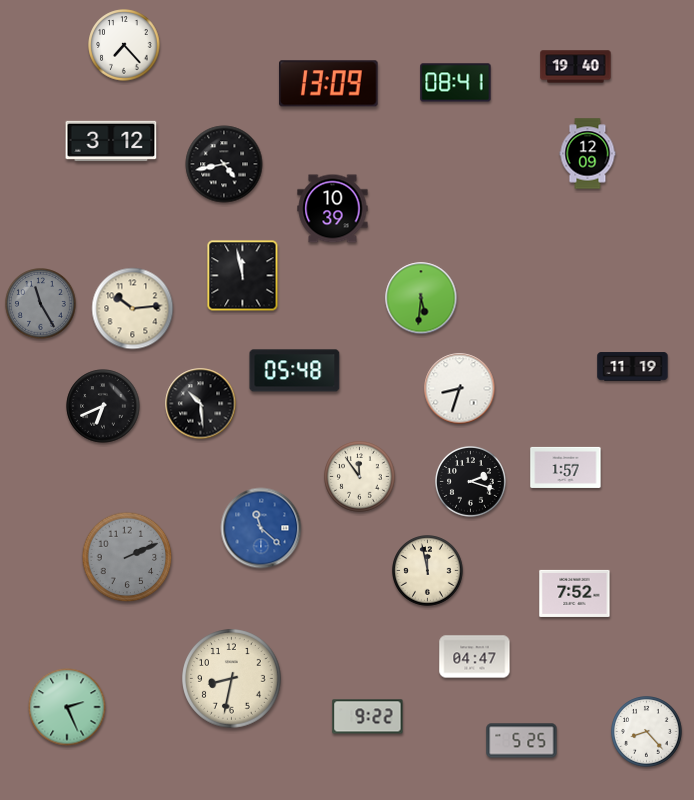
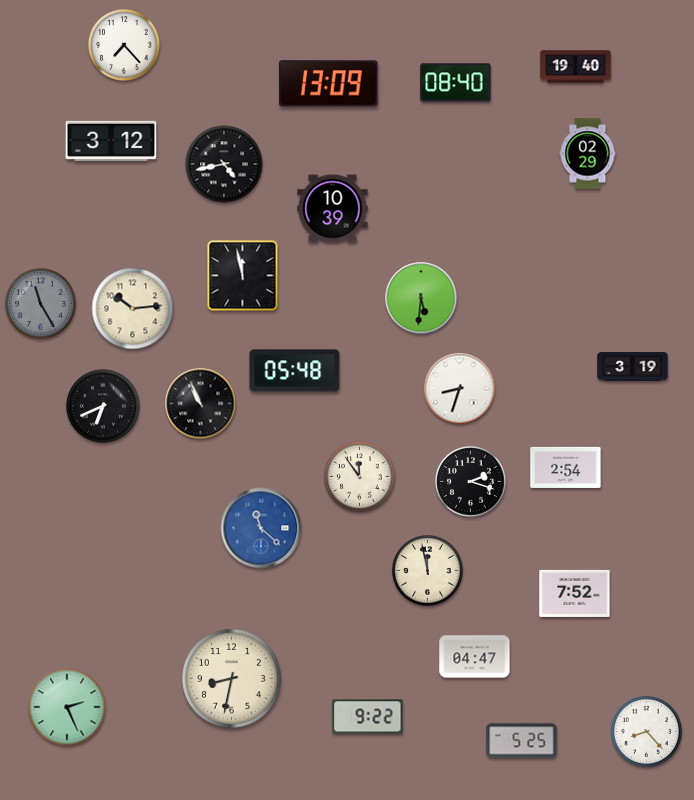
clock at (456, 83): 08:41 -> 08:40
clock at (588, 154): 12:09 -> 02:29
clock at (633, 367): 11:19 -> 3:19
clock at (201, 404): 10:29 -> 10:56
clock at (566, 467): 1:57 -> 2:54
clock at (127, 557): 2:11 -> none
